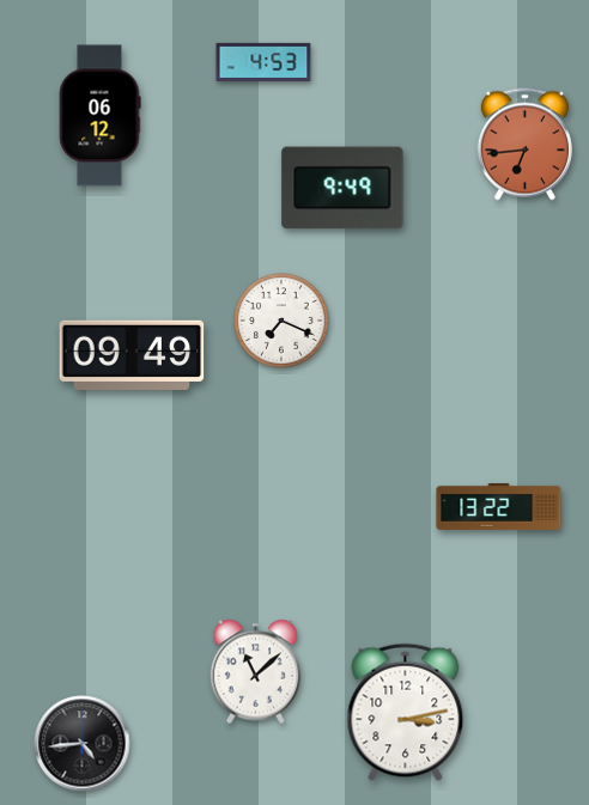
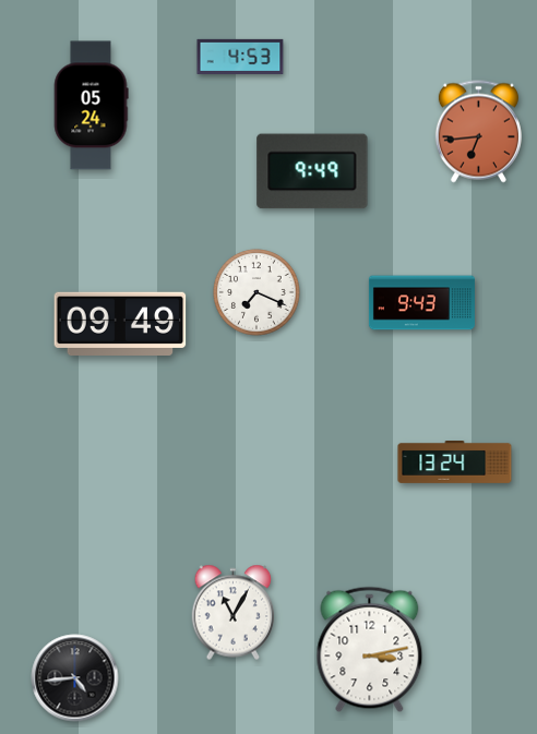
clock at (99, 116): 06:12 -> 05:24
clock at (421, 303): none -> 9:43
clock at (499, 507): 13:22 -> 13:24
clock at (256, 672): 11:08 -> 11:05
